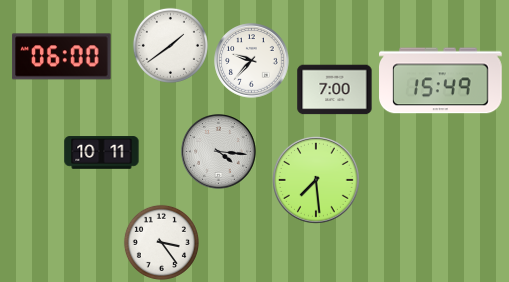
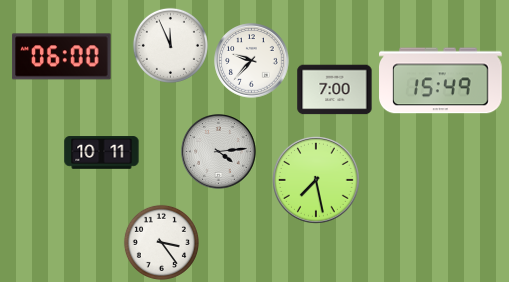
clock at (170, 45): 1:39 -> 11:56
clock at (219, 152): 4:16 -> 4:14
clock at (317, 181): 7:29 -> 7:28
